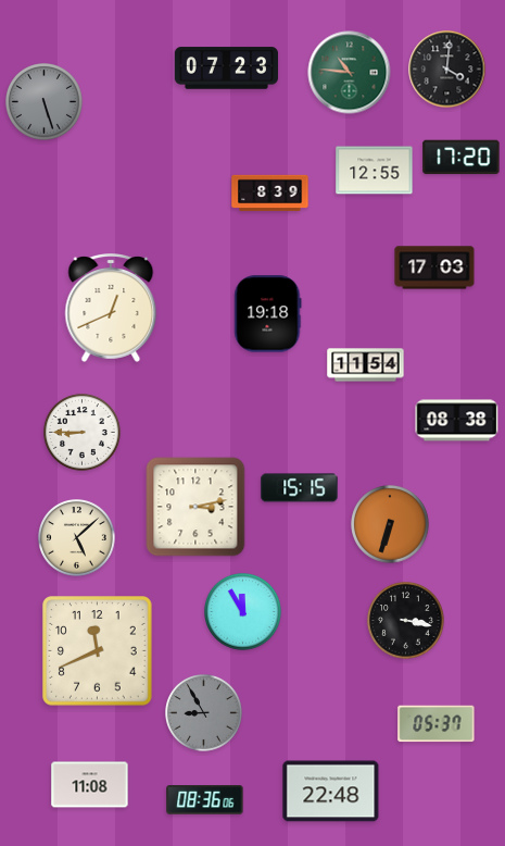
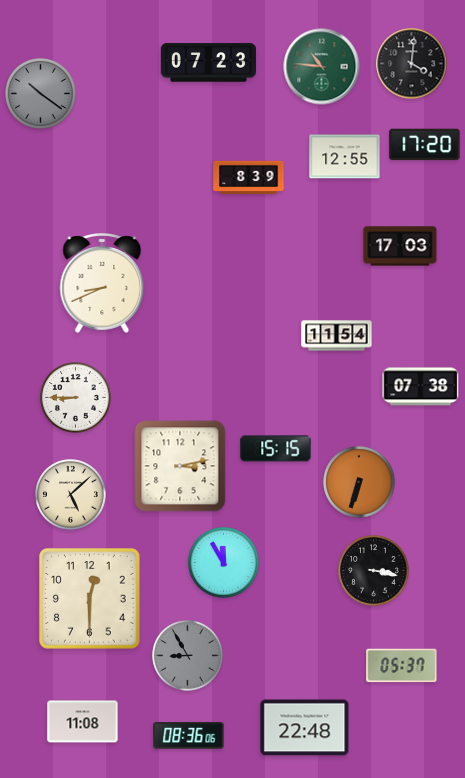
clock at (45, 102): 5:27 -> 10:21
clock at (111, 309): 12:41 -> 8:41
clock at (268, 314): 19:18 -> none
clock at (457, 421): 08:38 -> 07:38
clock at (98, 651): 11:41 -> 12:30
